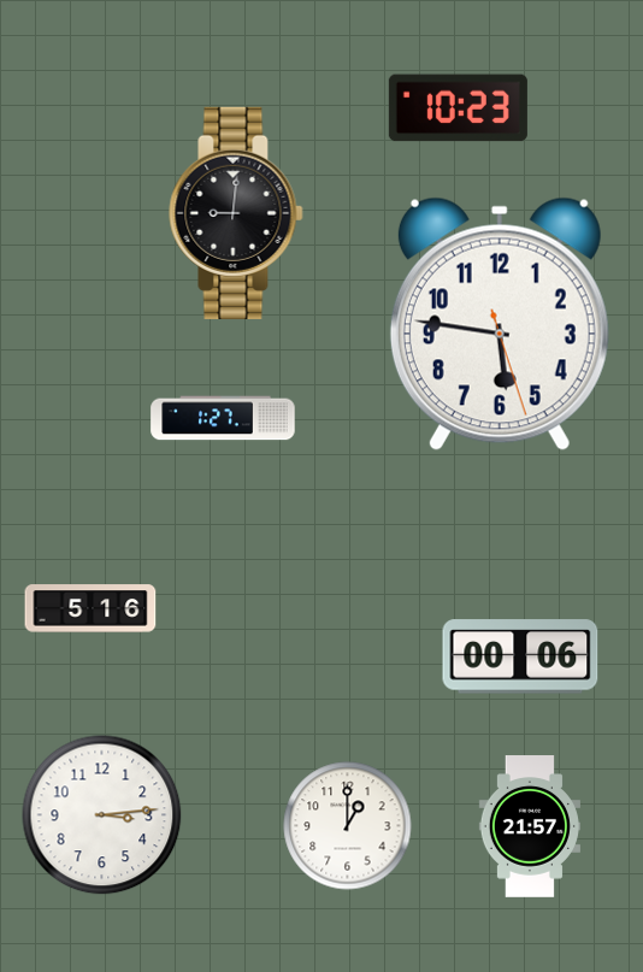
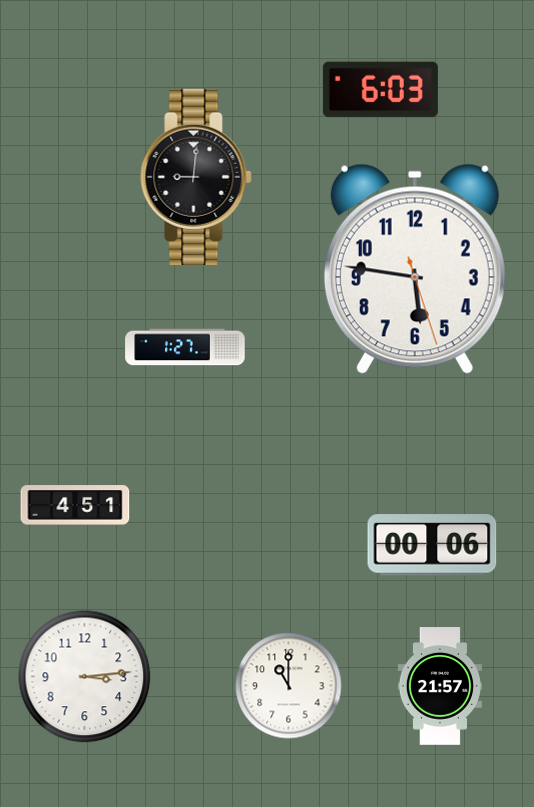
clock at (458, 108): 10:23 -> 6:03
clock at (90, 608): 5:16 -> 4:51
clock at (348, 826): 1:00 -> 11:00
